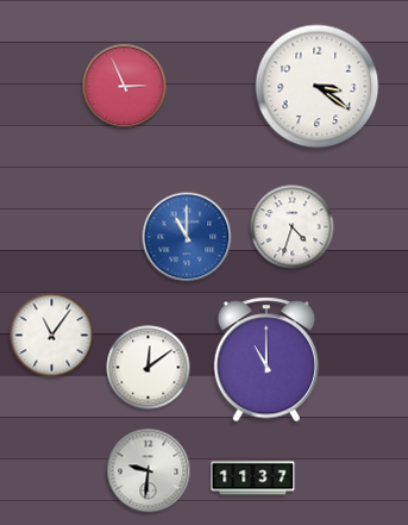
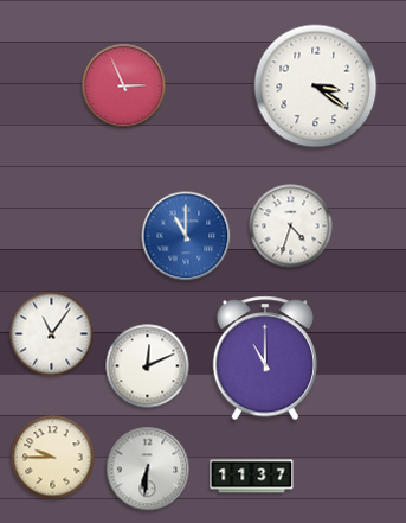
clock at (149, 368): 12:09 -> 12:11
clock at (53, 458): none -> 9:45
clock at (149, 471): 9:31 -> 6:31
